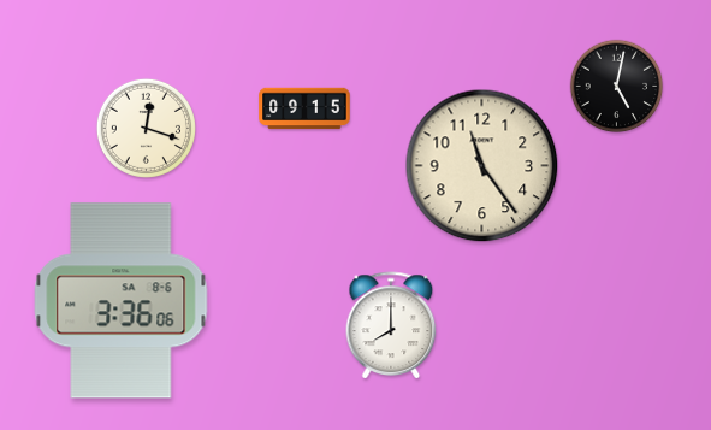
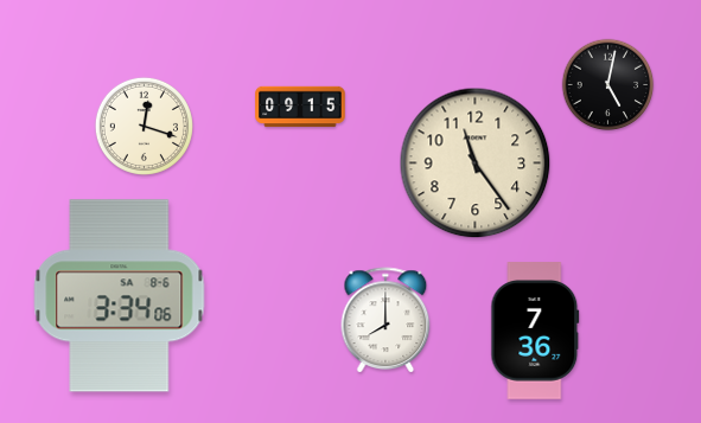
clock at (122, 301): 3:36 -> 3:34
clock at (535, 331): none -> 7:36
